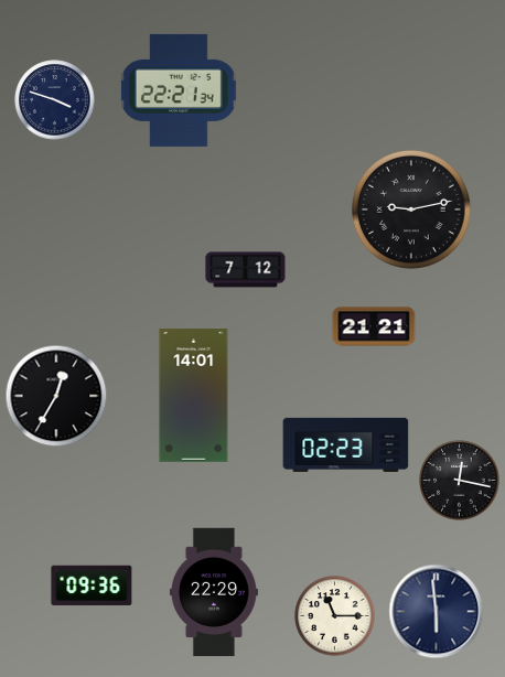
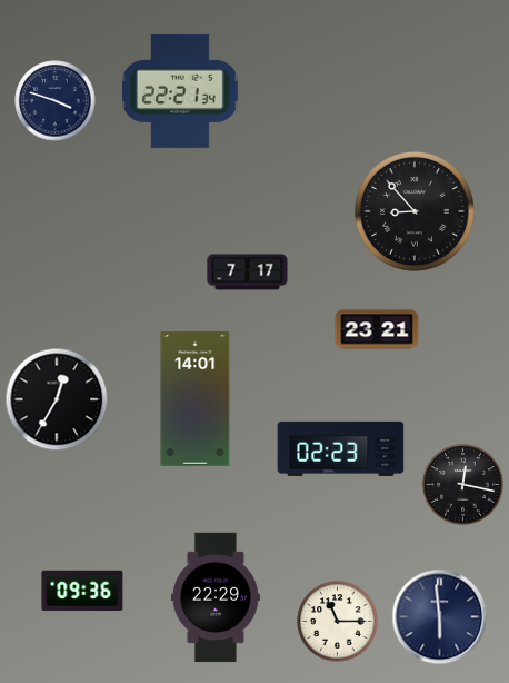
clock at (411, 209): 9:13 -> 8:53
clock at (246, 270): 7:12 -> 7:17
clock at (374, 326): 21:21 -> 23:21
clock at (346, 444) position: (346, 444) -> (341, 448)
clock at (92, 585) position: (92, 585) -> (82, 591)
